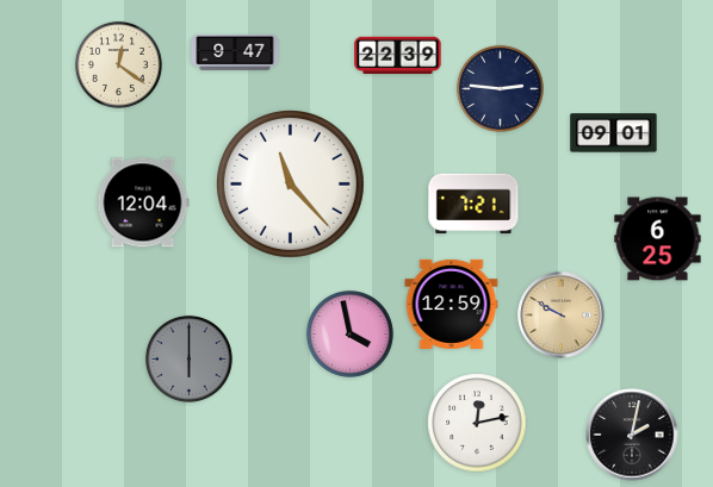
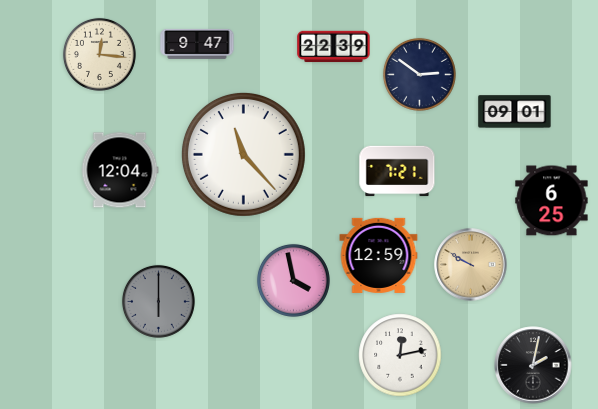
clock at (118, 64): 12:21 -> 12:16
clock at (500, 88): 2:46 -> 2:51
clock at (632, 435) position: (632, 435) -> (533, 365)
